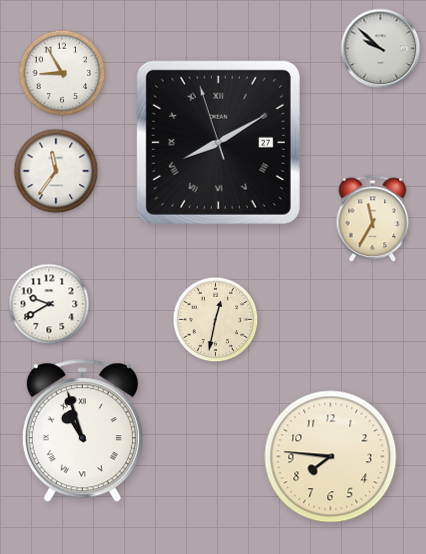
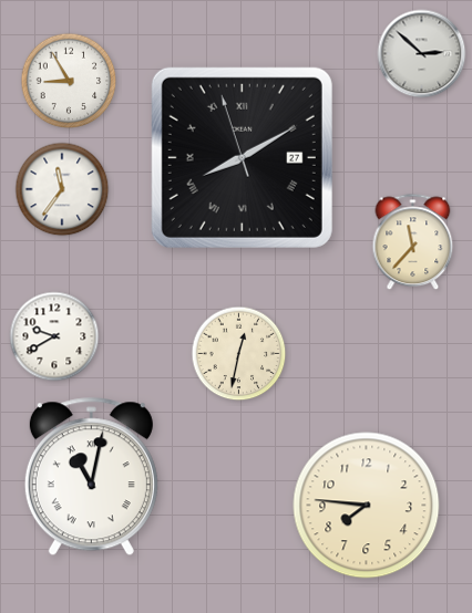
clock at (381, 49): 9:52 -> 2:52
clock at (373, 219): 11:35 -> 11:37
clock at (82, 431): 10:57 -> 11:02
